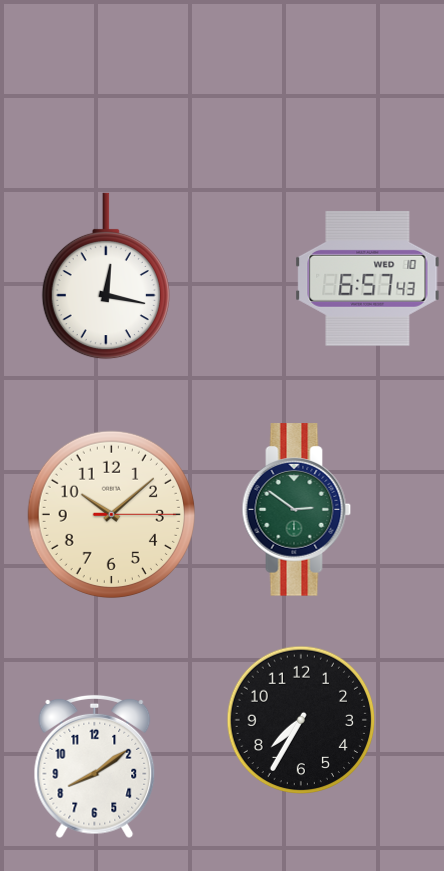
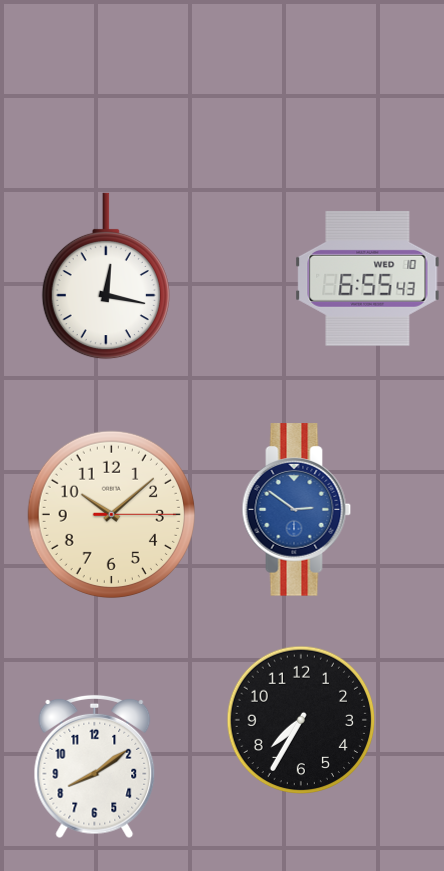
clock at (368, 278): 6:57 -> 6:55
clock at (297, 510) dial: green -> blue
